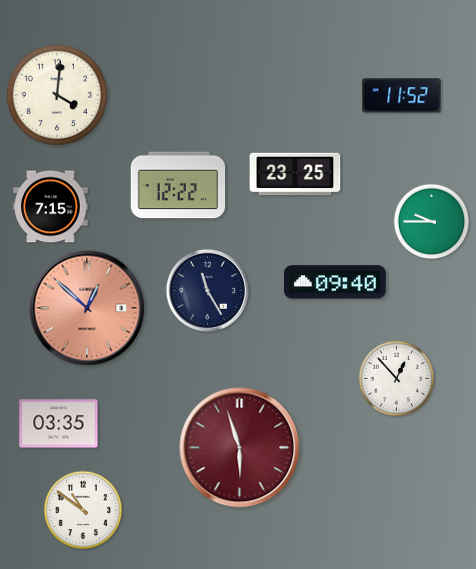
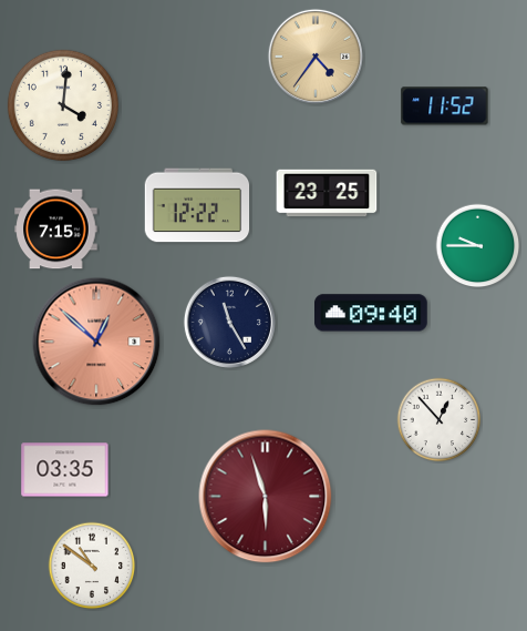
clock at (316, 57): none -> 4:36
